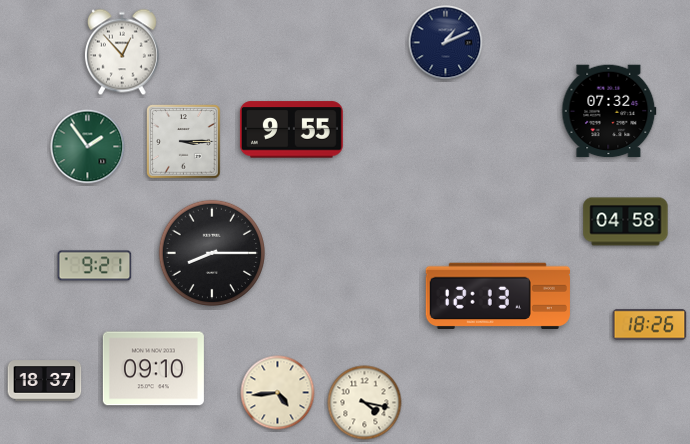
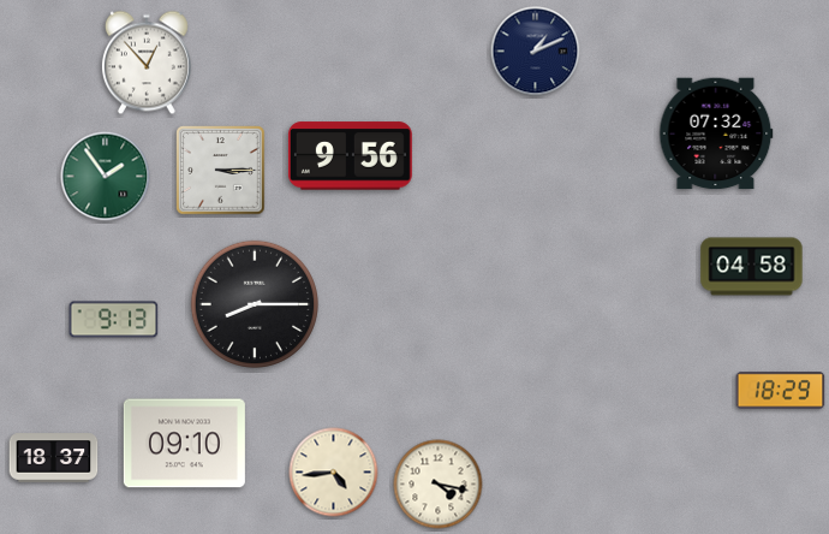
clock at (609, 111) position: (609, 111) -> (716, 133)
clock at (291, 130): 9:55 -> 9:56
clock at (95, 266): 9:21 -> 9:13
clock at (498, 296): 12:13 -> none
clock at (650, 325): 18:26 -> 18:29
